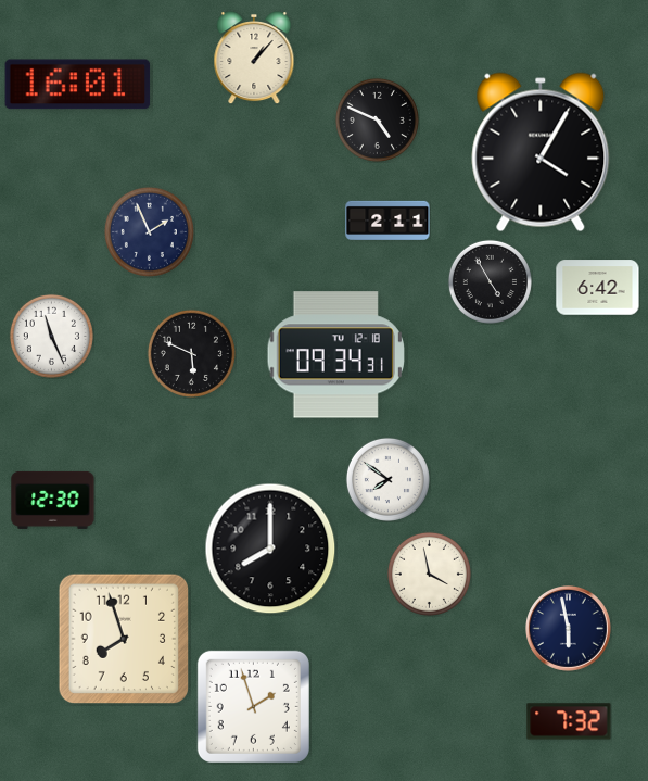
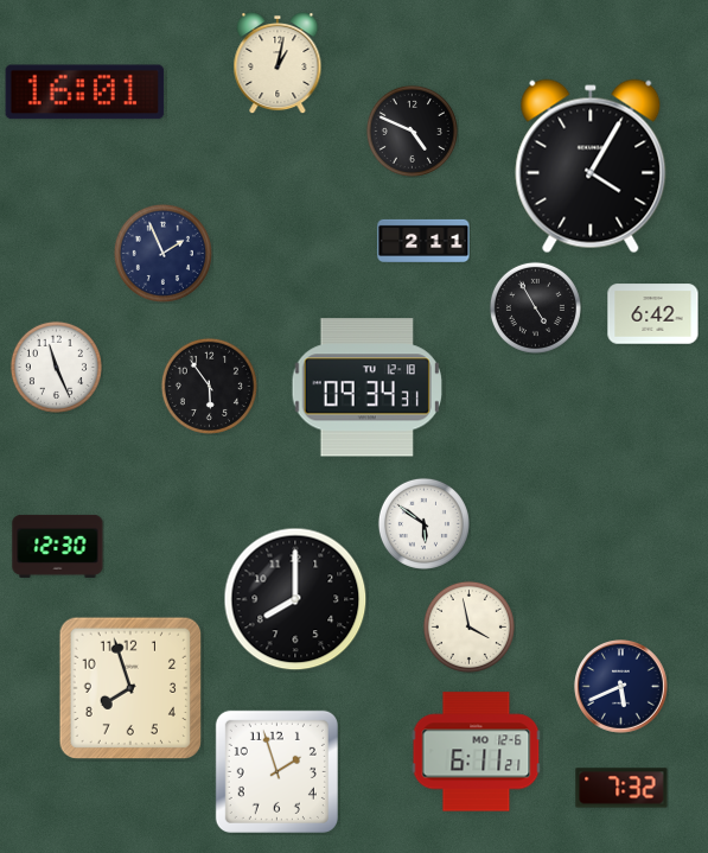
clock at (254, 59): 1:07 -> 1:02
clock at (191, 353): 5:49 -> 5:54
clock at (387, 479): 7:51 -> 5:51
clock at (569, 629): 5:58 -> 5:41
clock at (124, 639) position: (124, 639) -> (130, 688)
clock at (477, 752): none -> 6:11
